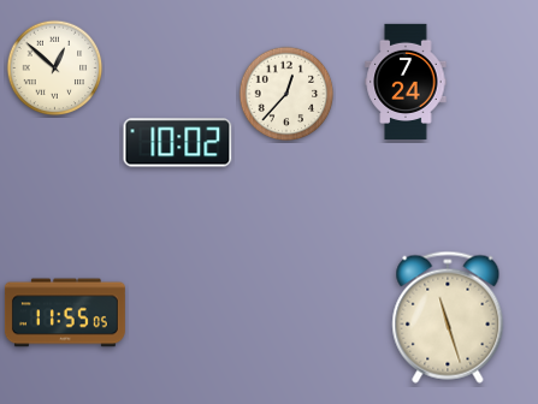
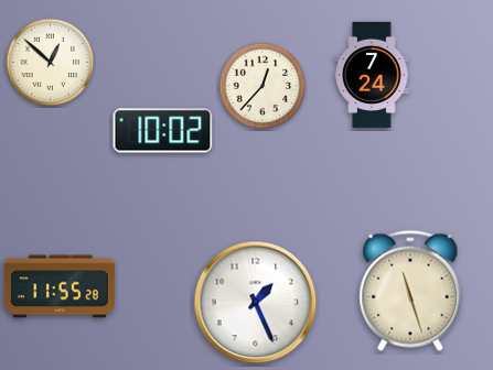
clock at (65, 313): 11:55:05 -> 11:55:28
clock at (256, 303): none -> 1:26
